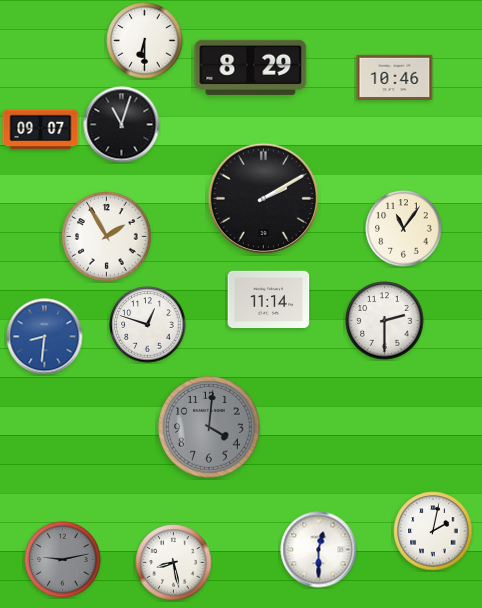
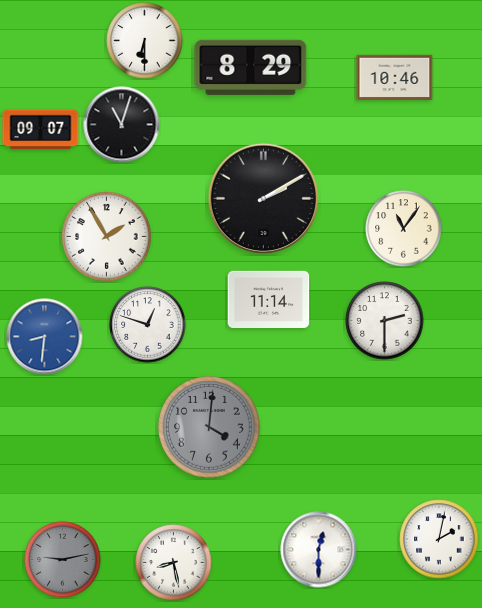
clock at (433, 531) position: (433, 531) -> (439, 539)
